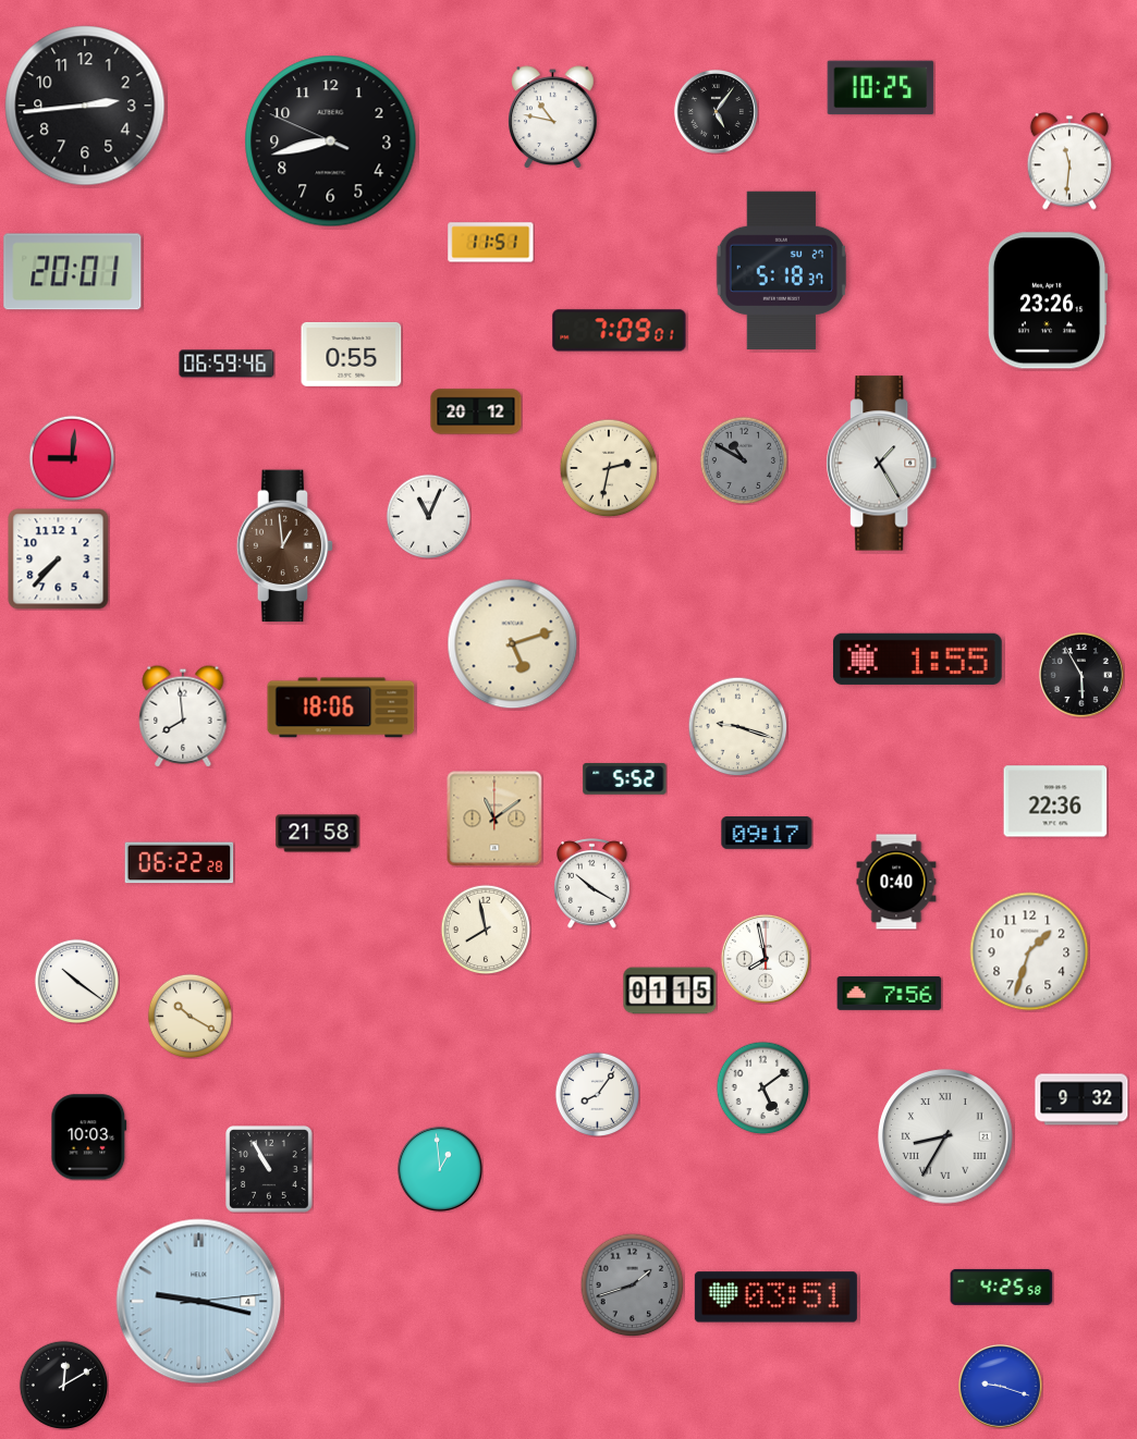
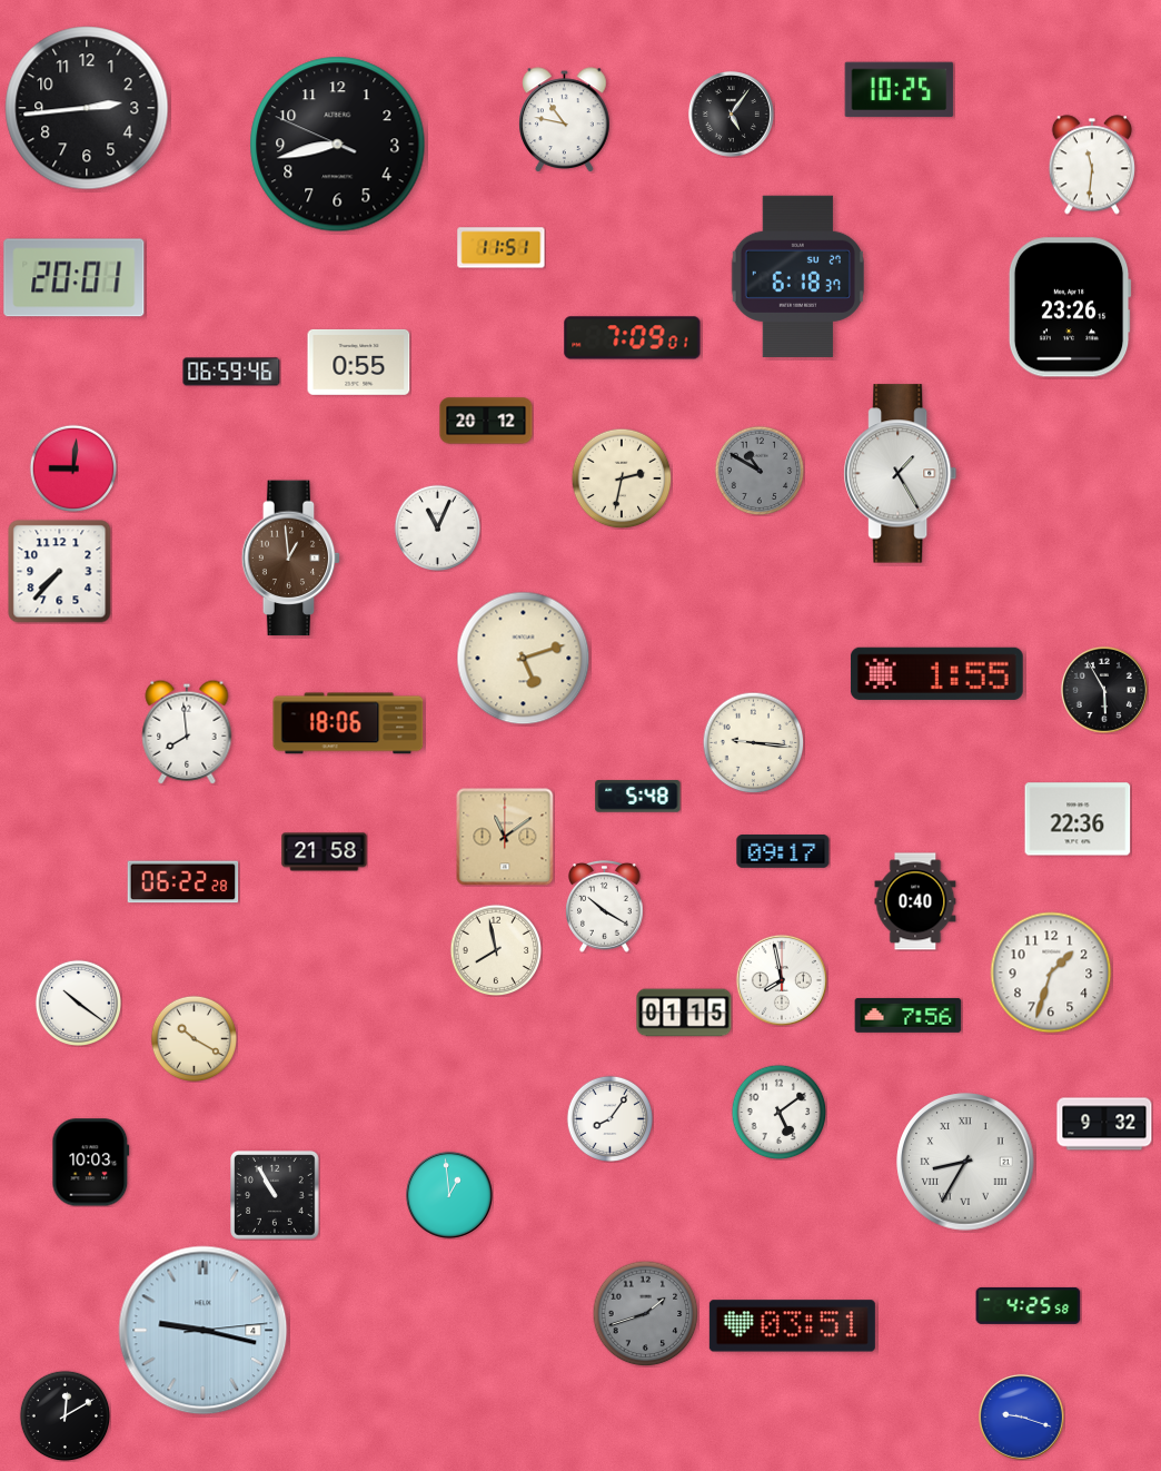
clock at (781, 270): 5:18 -> 6:18
clock at (737, 726): 9:18 -> 9:16
clock at (625, 779): 5:52 -> 5:48
clock at (592, 884) position: (592, 884) -> (605, 907)
clock at (1002, 1287) position: (1002, 1287) -> (1029, 1305)
